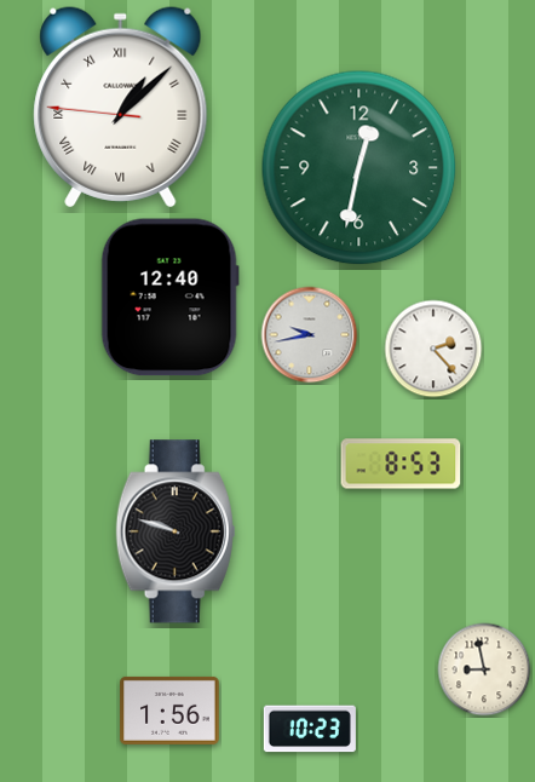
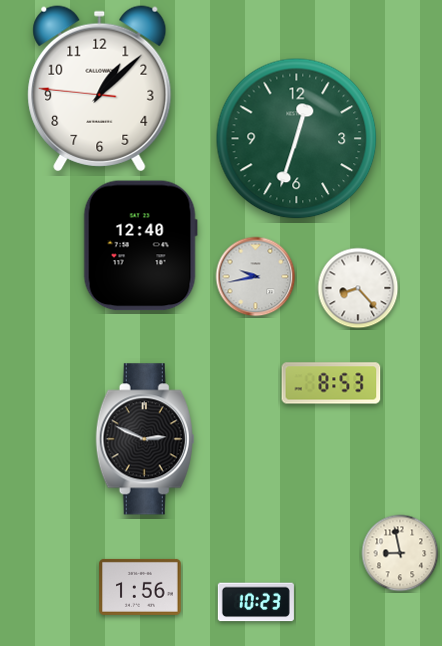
clock at (121, 108) numerals: Roman -> Arabic
clock at (359, 168): 12:32 -> 12:33
clock at (433, 349): 2:23 -> 8:23
clock at (176, 531): 9:48 -> 2:49
